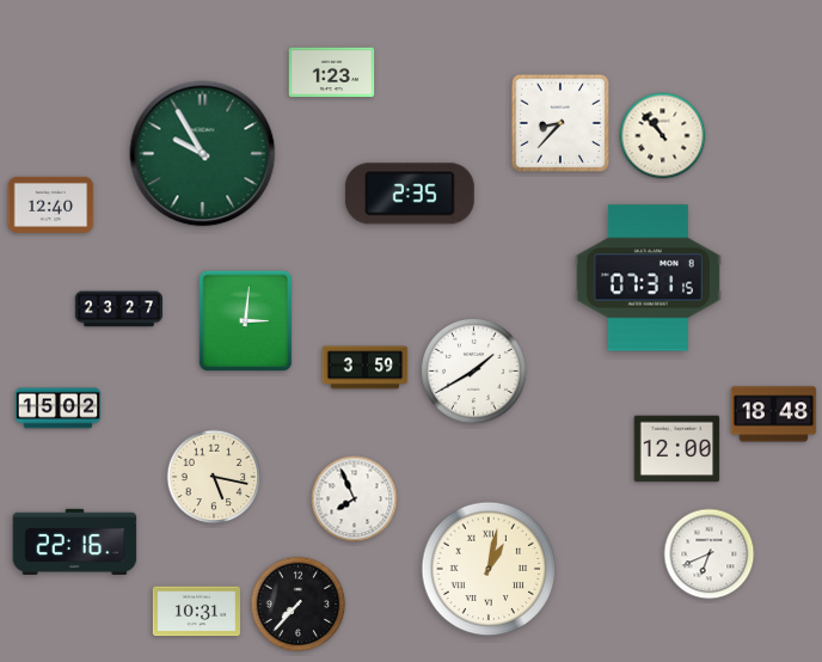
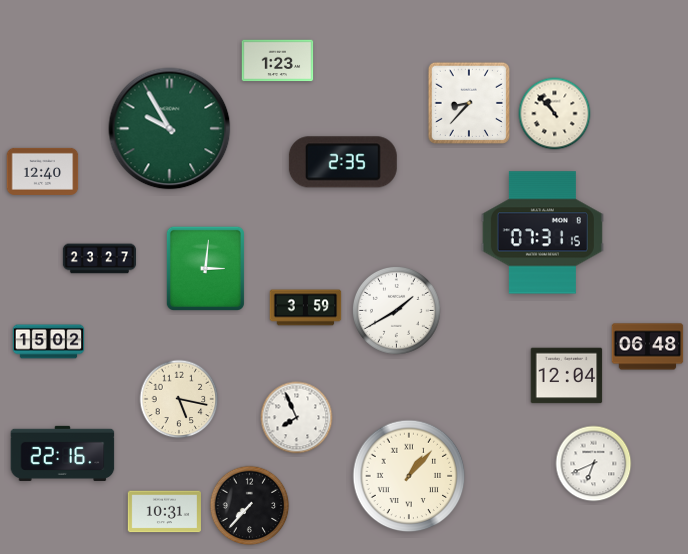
clock at (774, 415): 18:48 -> 06:48
clock at (677, 449): 12:00 -> 12:04
clock at (489, 569): 1:02 -> 1:07
